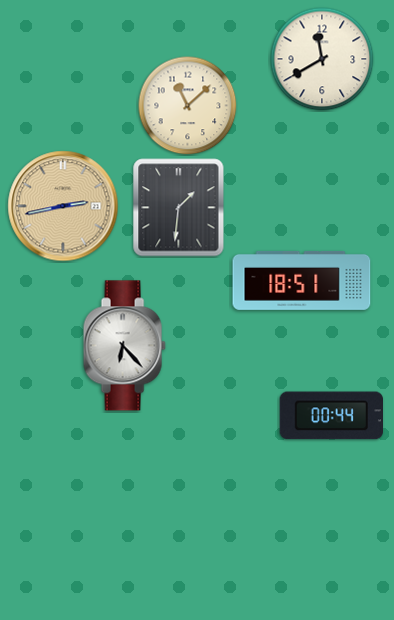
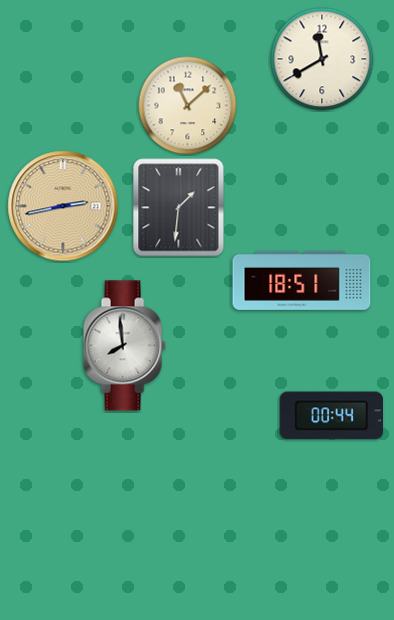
clock at (124, 346): 6:23 -> 7:59
